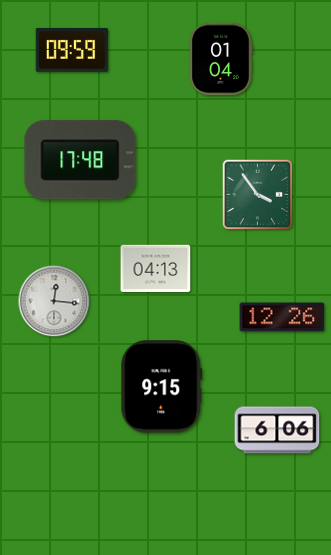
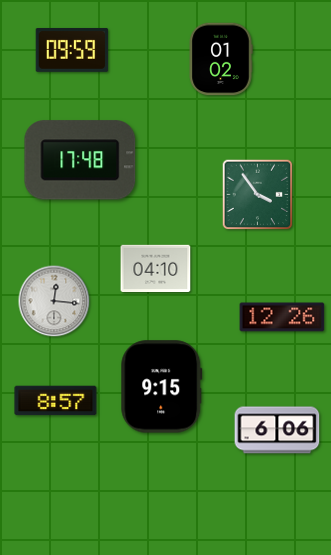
clock at (221, 59): 01:04 -> 01:02
clock at (156, 268): 04:13 -> 04:10
clock at (56, 401): none -> 8:57
